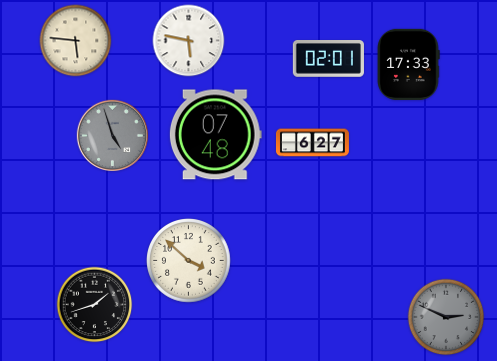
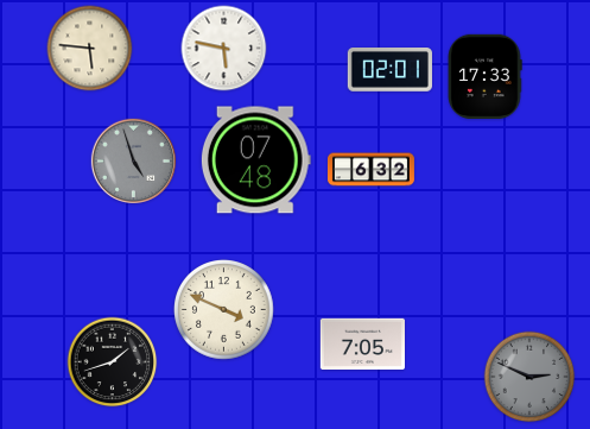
clock at (312, 143): 6:27 -> 6:32
clock at (189, 261): 3:52 -> 3:49
clock at (362, 343): none -> 7:05
